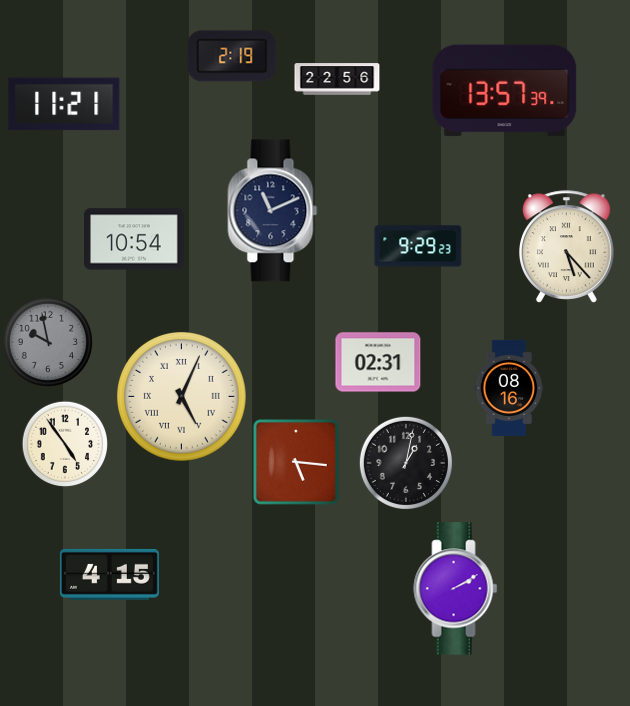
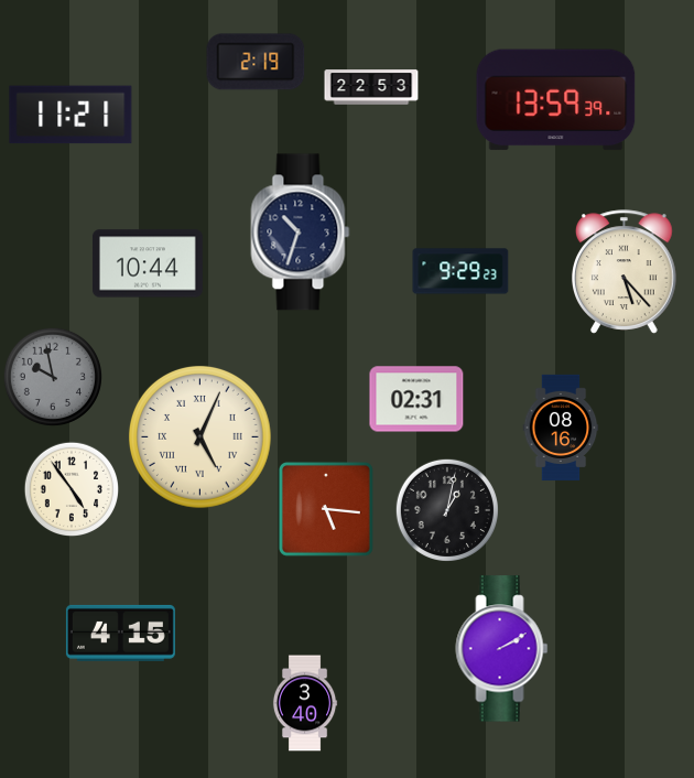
clock at (337, 79): 22:56 -> 22:53
clock at (505, 91): 13:57 -> 13:59
clock at (273, 211): 11:11 -> 10:33
clock at (134, 239): 10:54 -> 10:44
clock at (305, 703): none -> 3:40
